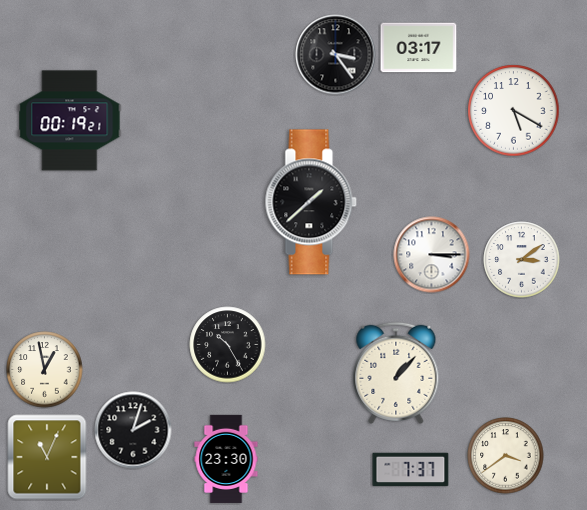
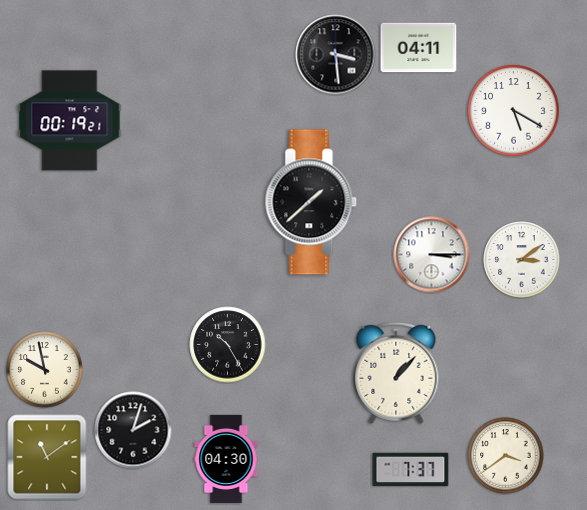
clock at (419, 48): 03:17 -> 04:11
clock at (336, 55): 3:24 -> 3:29
clock at (45, 370): 12:58 -> 9:58
clock at (47, 457): 11:04 -> 11:09
clock at (226, 459): 23:30 -> 04:30
